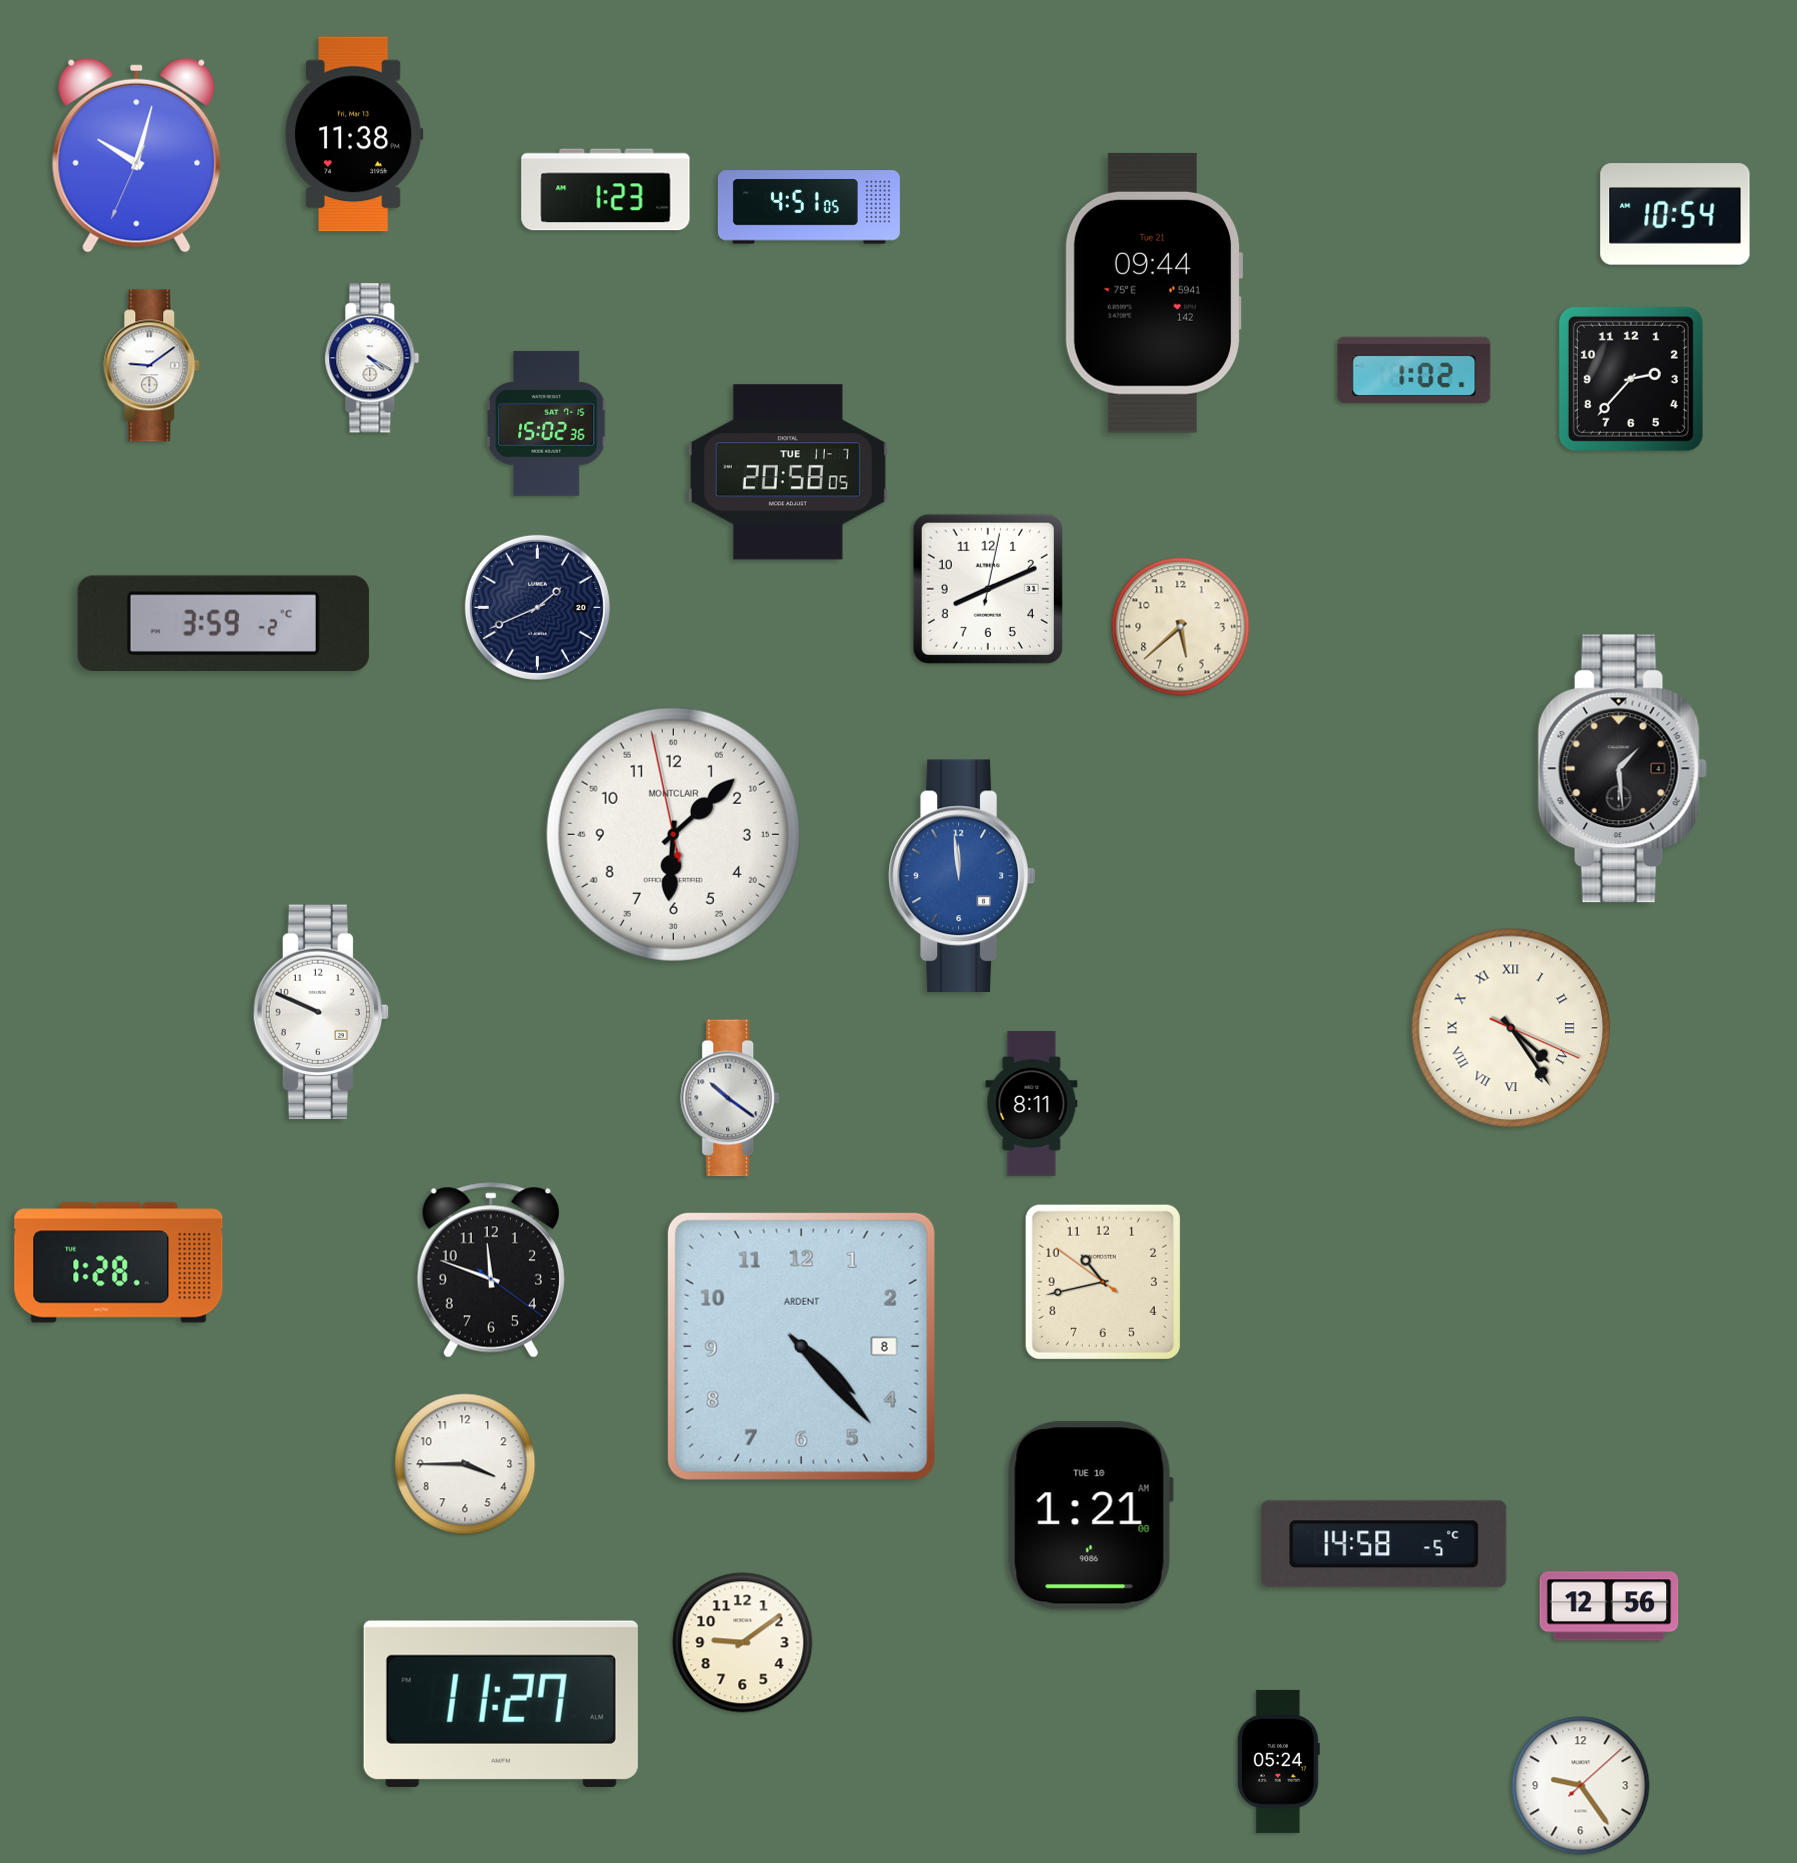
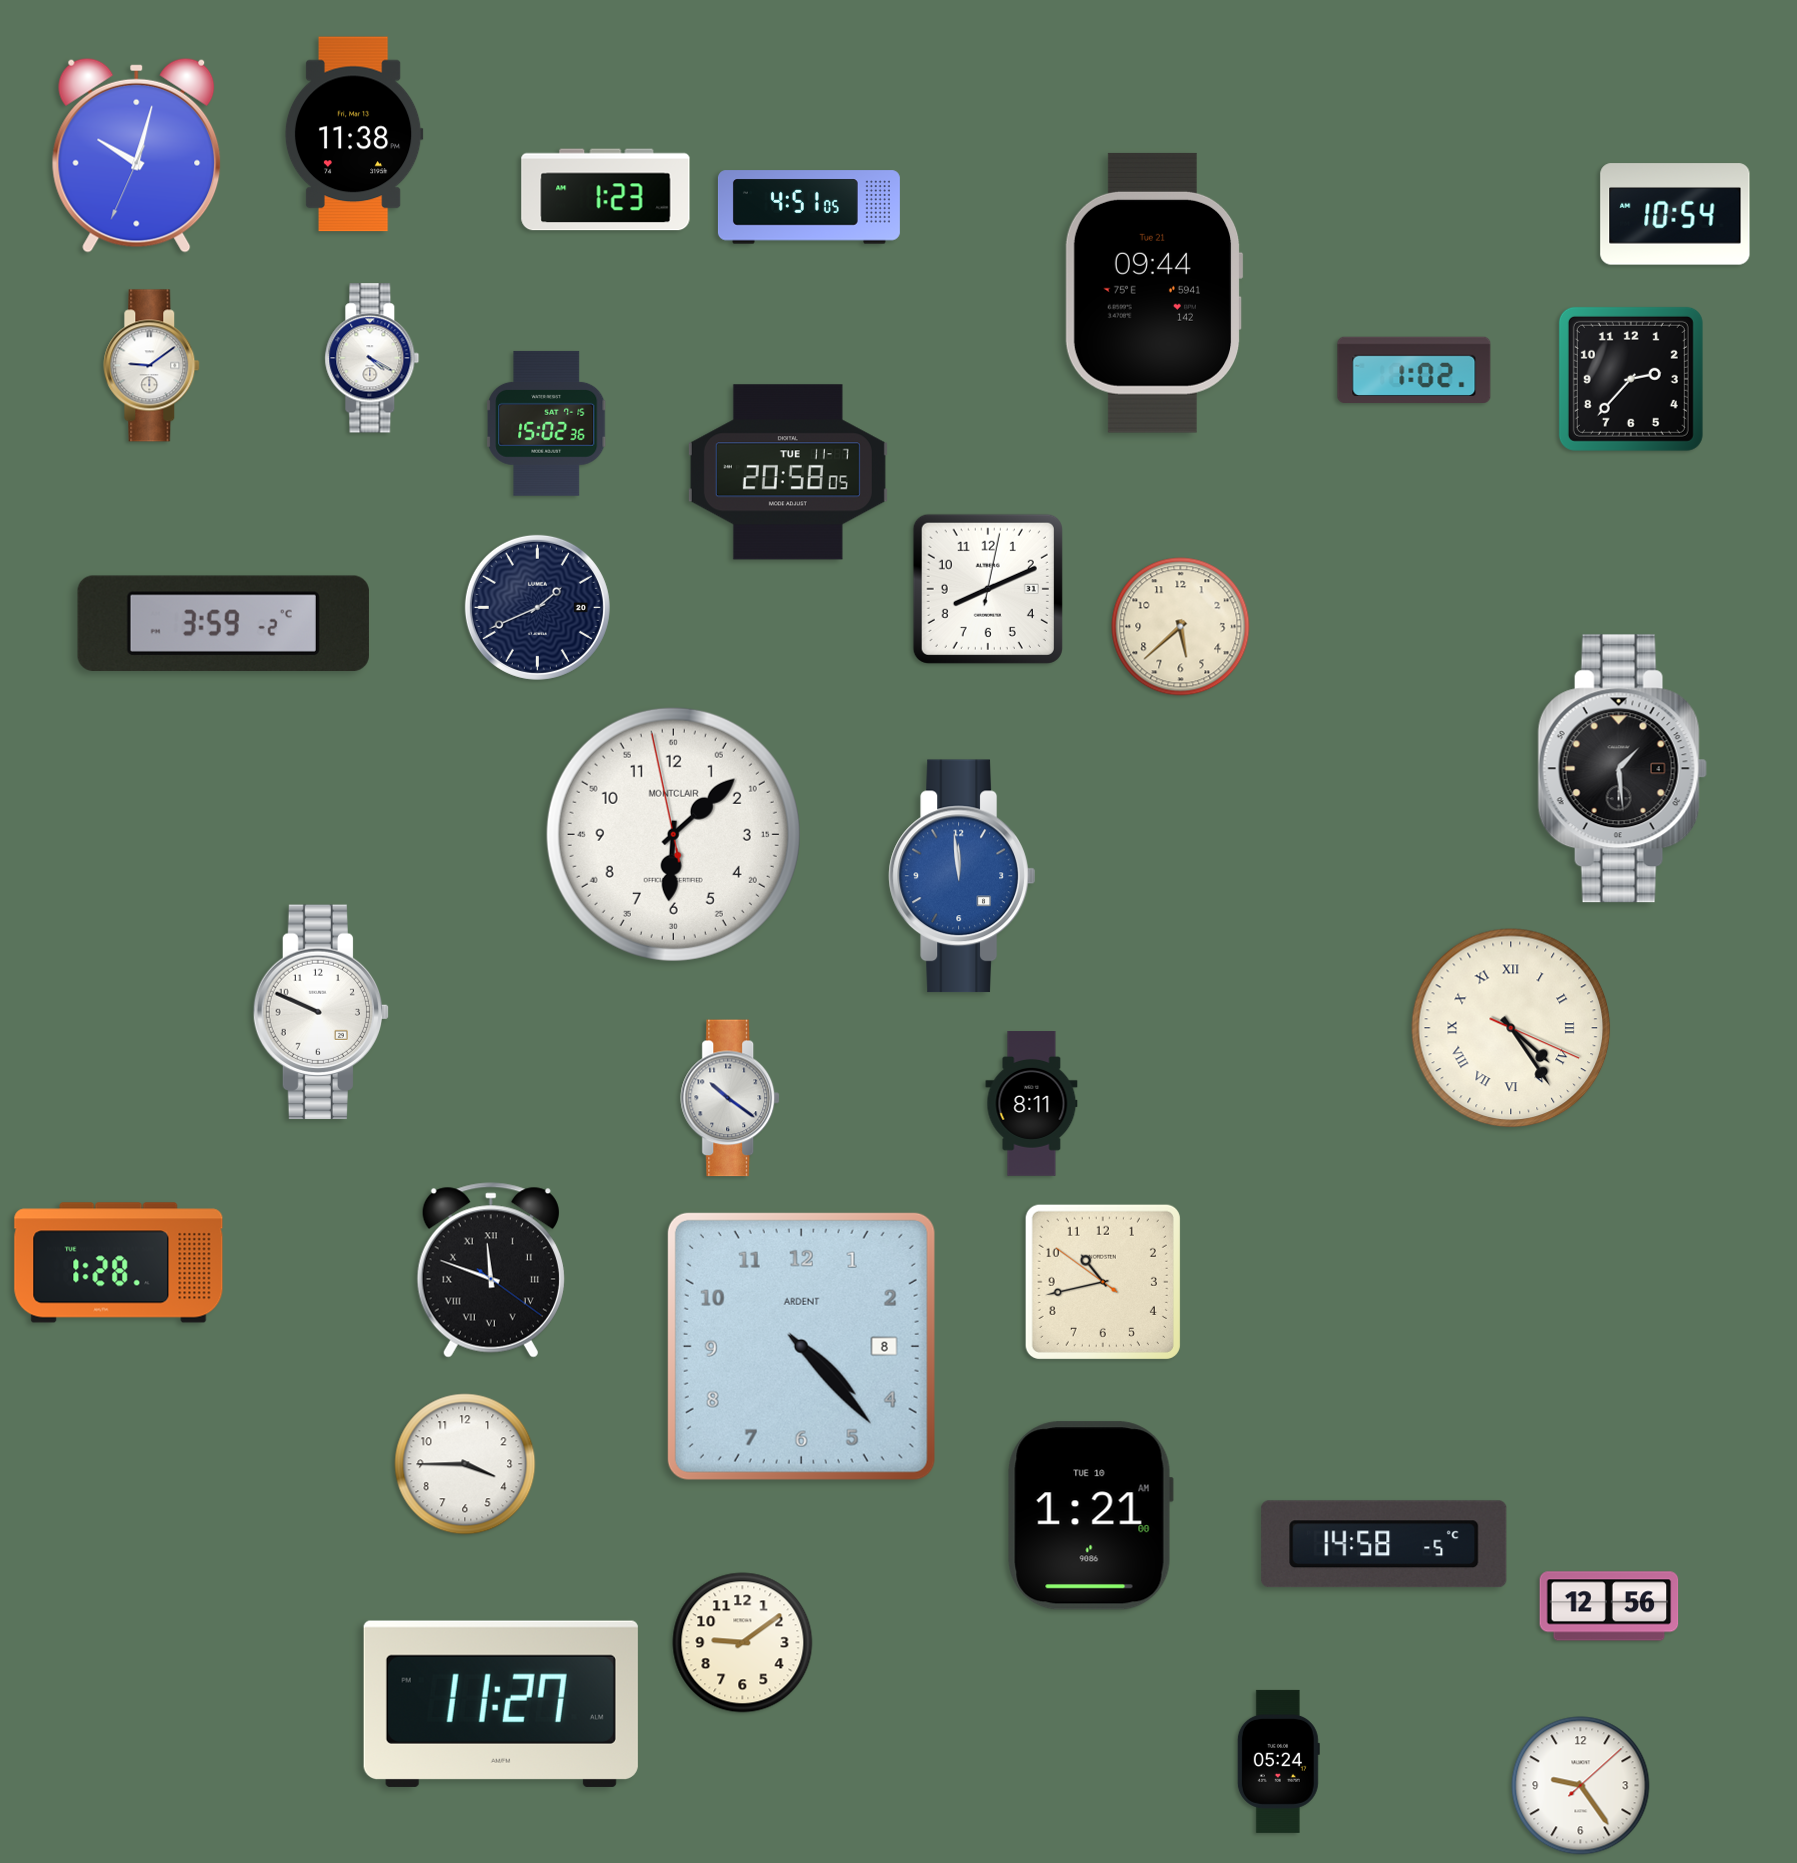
clock at (491, 1270) numerals: Arabic -> Roman
